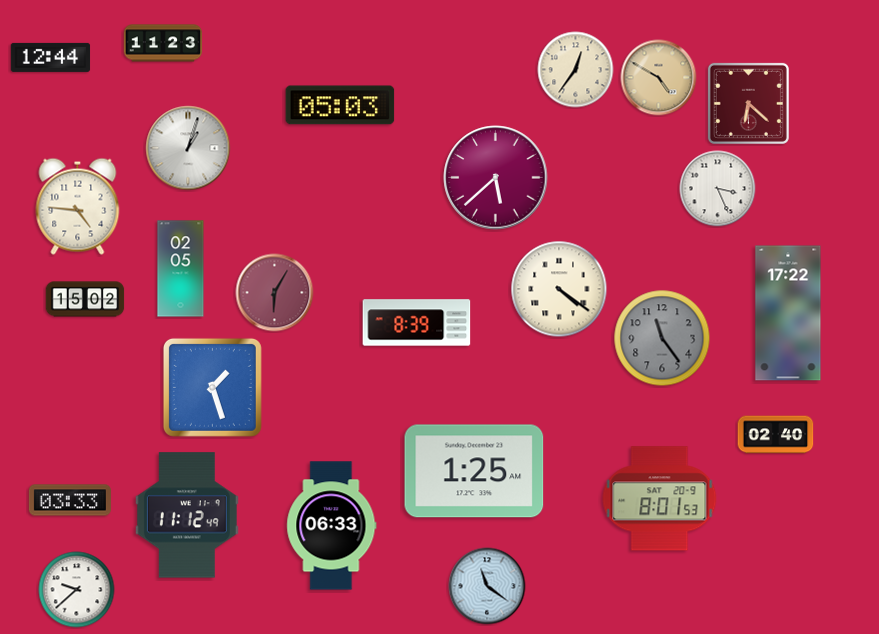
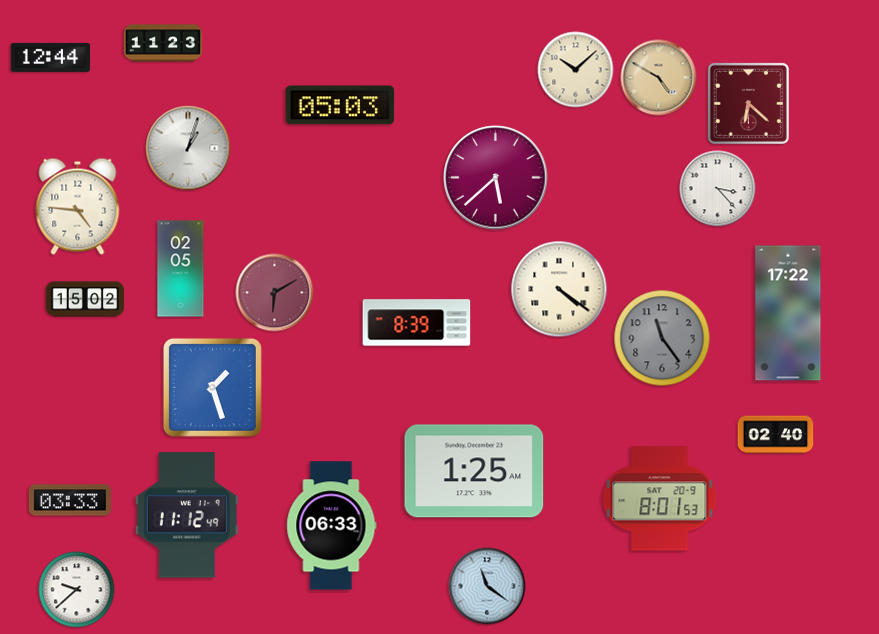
clock at (576, 70): 12:36 -> 10:08
clock at (718, 189): 3:26 -> 3:23
clock at (275, 293): 6:05 -> 6:10
